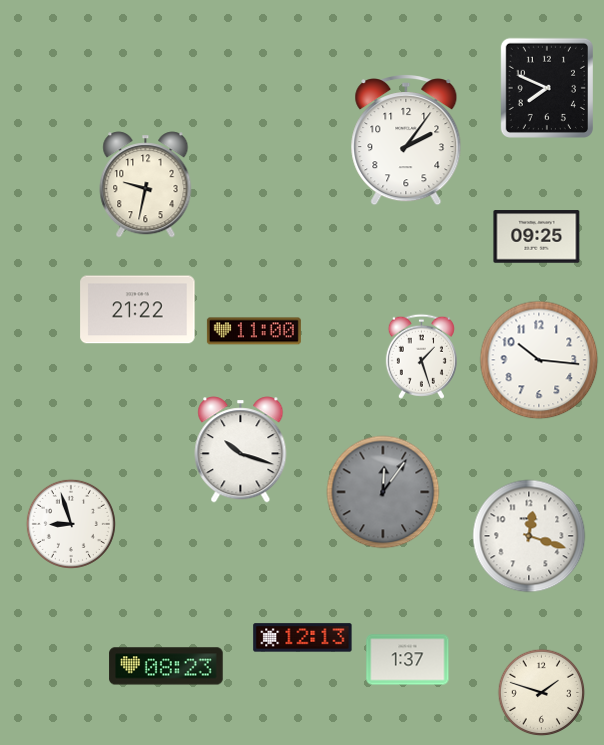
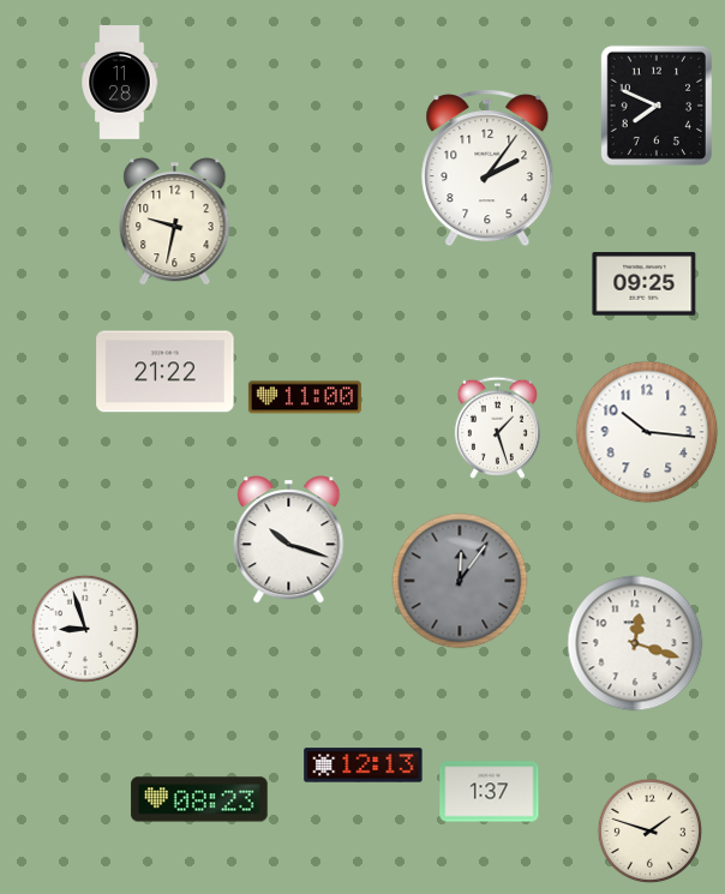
clock at (120, 83): none -> 11:28
clock at (421, 356) position: (421, 356) -> (497, 427)
clock at (383, 492) position: (383, 492) -> (460, 581)
